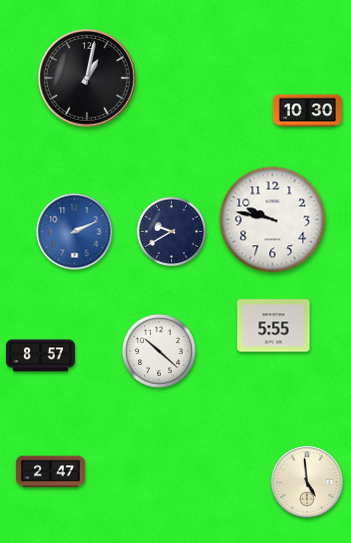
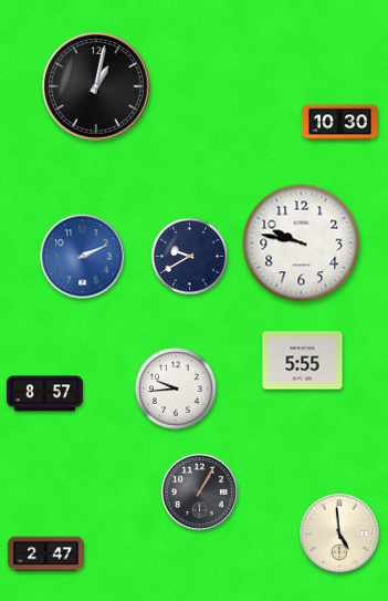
clock at (160, 352): 10:22 -> 9:44
clock at (200, 493): none -> 1:05
clock at (50, 472) position: (50, 472) -> (45, 555)
